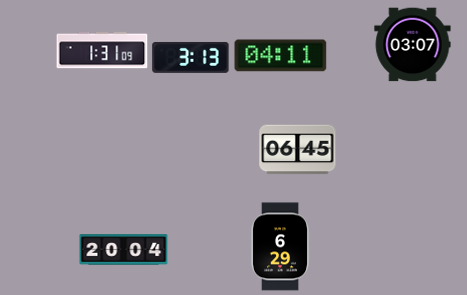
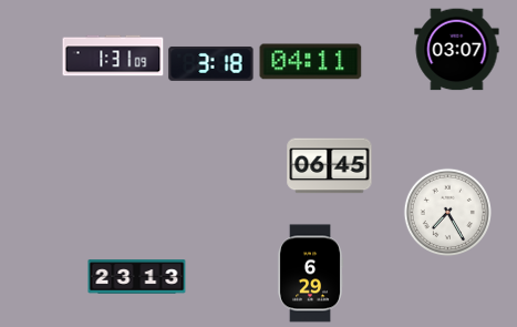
clock at (191, 57): 3:13 -> 3:18
clock at (447, 212): none -> 7:25
clock at (124, 250): 20:04 -> 23:13
